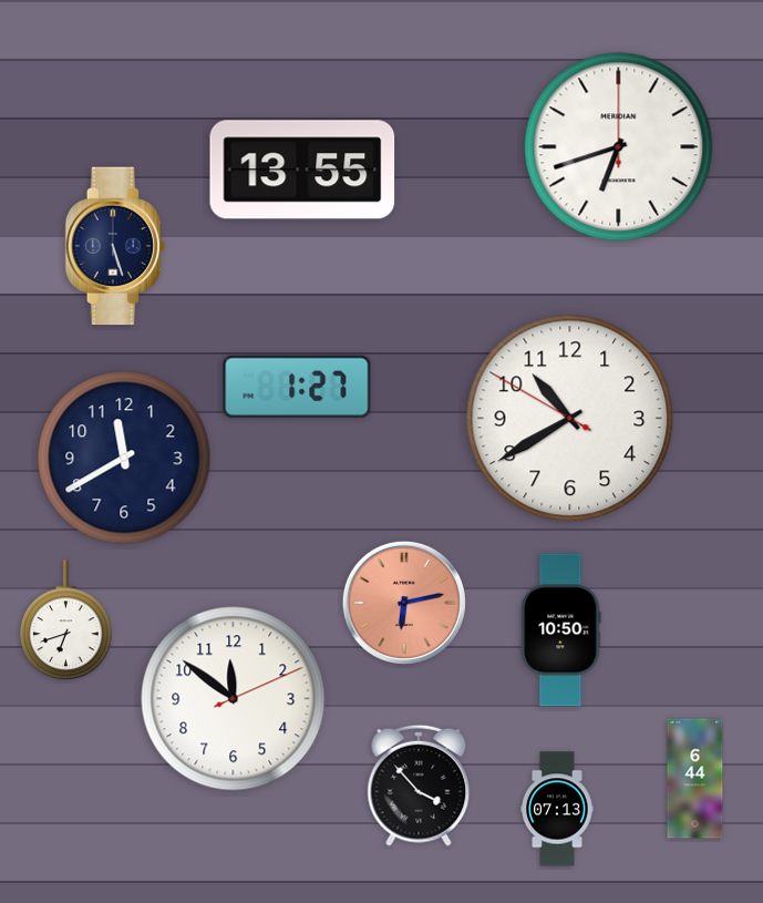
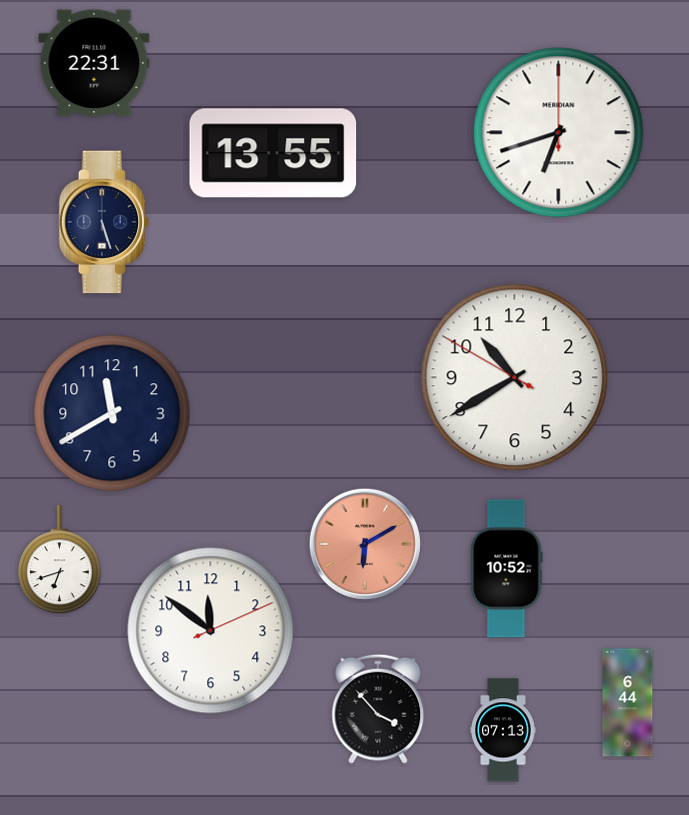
clock at (94, 63): none -> 22:31
clock at (297, 387): 1:27 -> none
clock at (404, 603): 6:13 -> 6:10
clock at (561, 630): 10:50 -> 10:52
